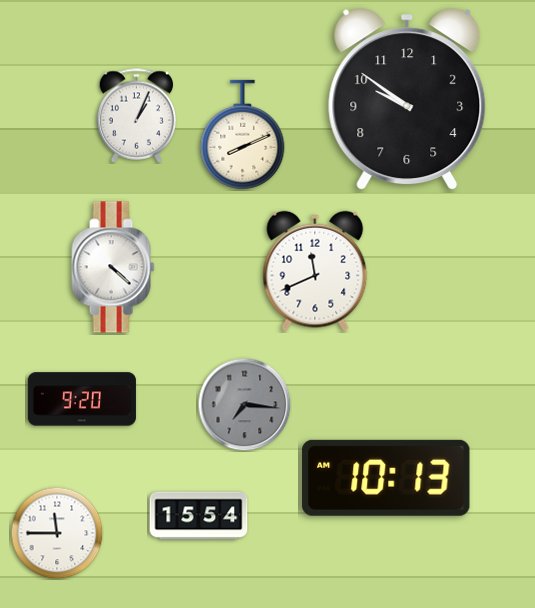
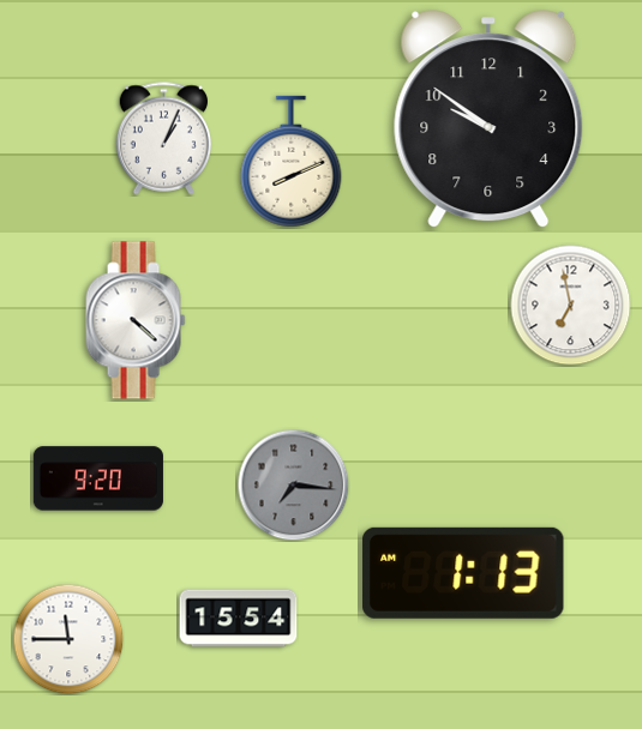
clock at (571, 306): none -> 6:58
clock at (315, 271): 11:41 -> none
clock at (386, 478): 10:13 -> 1:13
